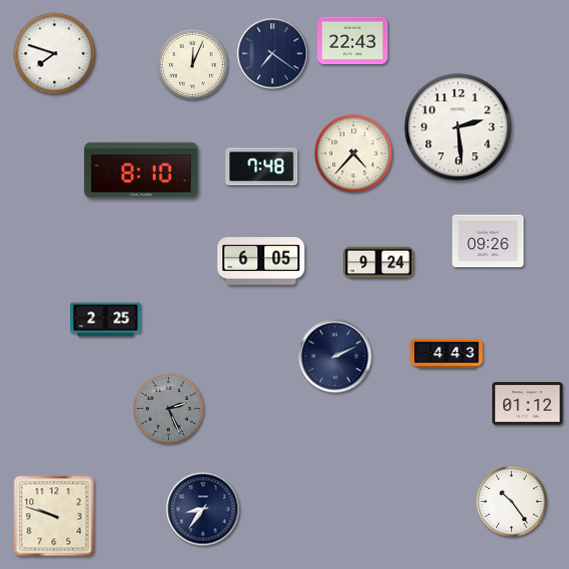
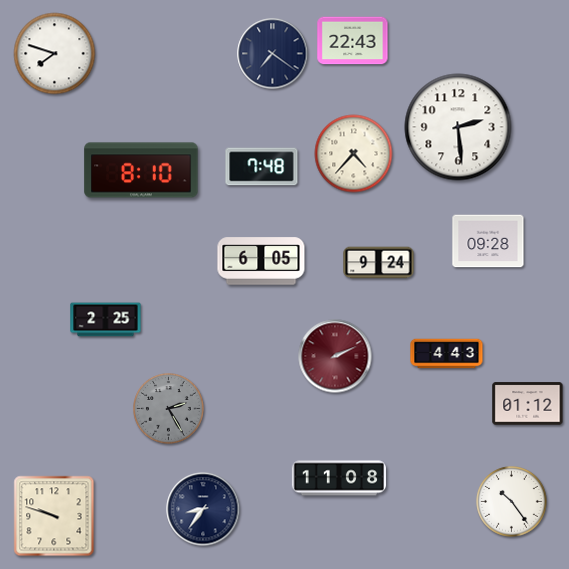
clock at (193, 65): 12:04 -> none
clock at (488, 241): 09:26 -> 09:28
clock at (335, 356) dial: navy -> burgundy
clock at (169, 409): 2:26 -> 2:25
clock at (338, 478): none -> 11:08
